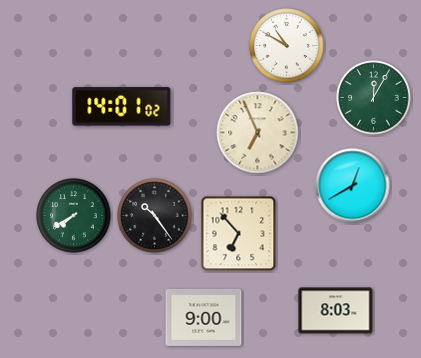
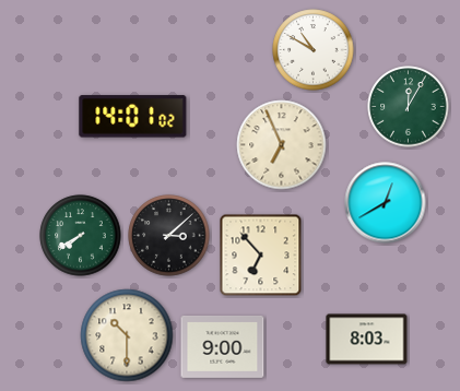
clock at (155, 216): 10:24 -> 3:08
clock at (127, 335): none -> 10:30
